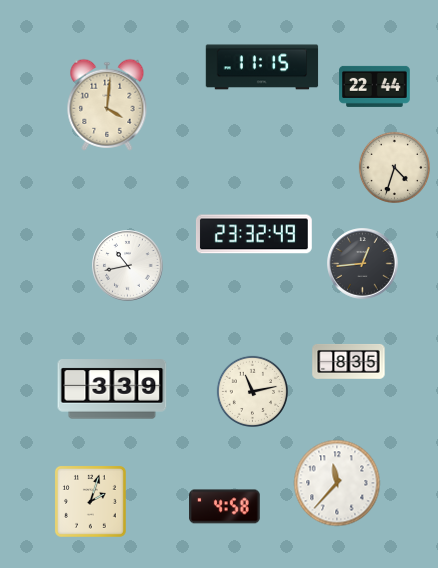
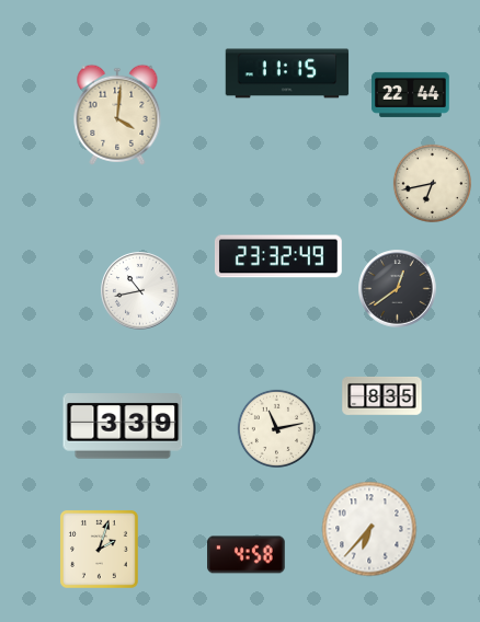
clock at (394, 167): 4:33 -> 6:43
clock at (363, 264): 12:44 -> 12:39
clock at (337, 483): 11:37 -> 6:37
